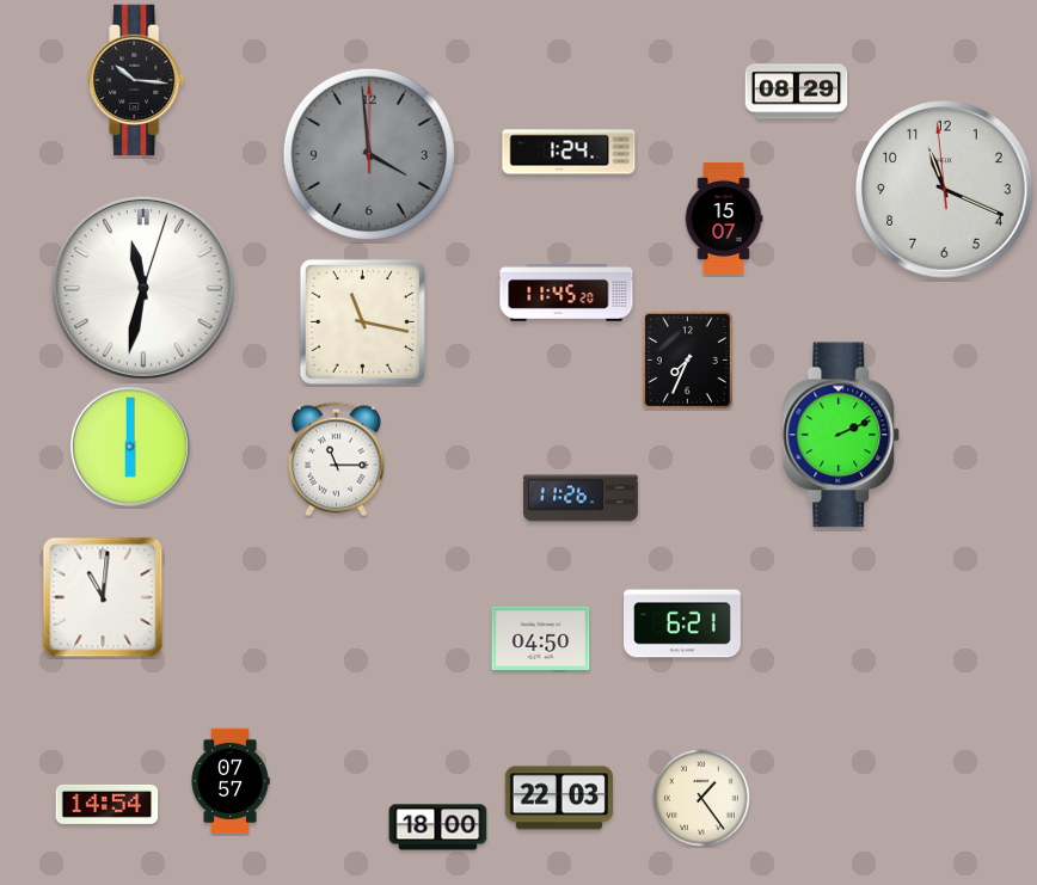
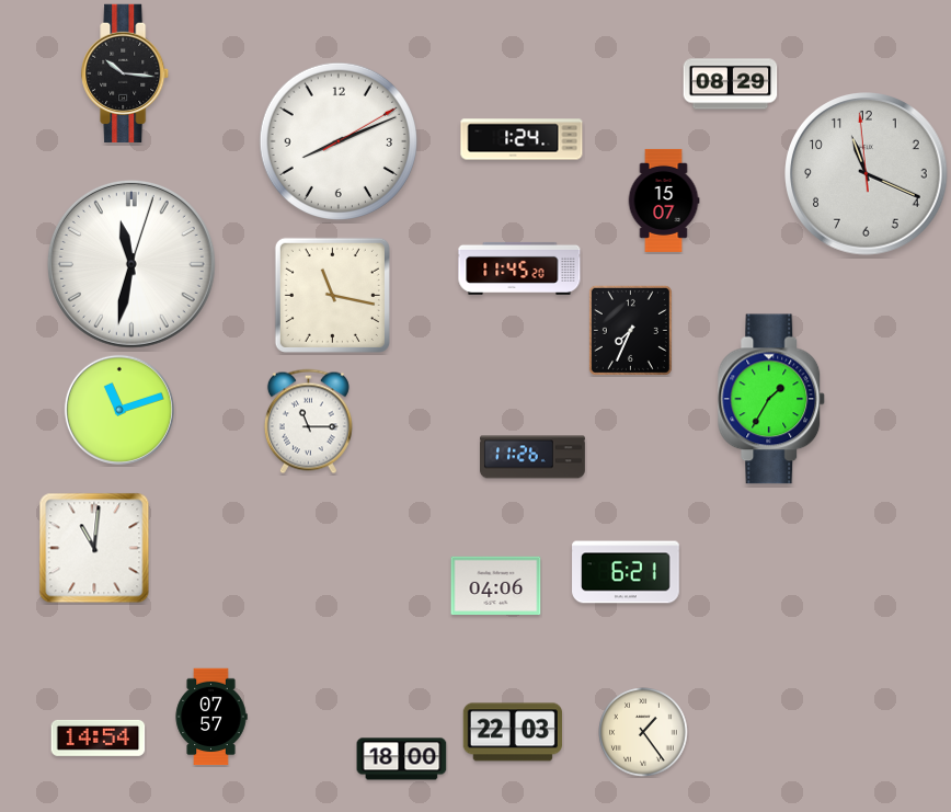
clock at (369, 154): 3:59 -> 8:11
clock at (369, 154) dial: grey -> white
clock at (841, 435): 2:11 -> 1:35
clock at (130, 447): 6:00 -> 11:12
clock at (541, 638): 04:50 -> 04:06
